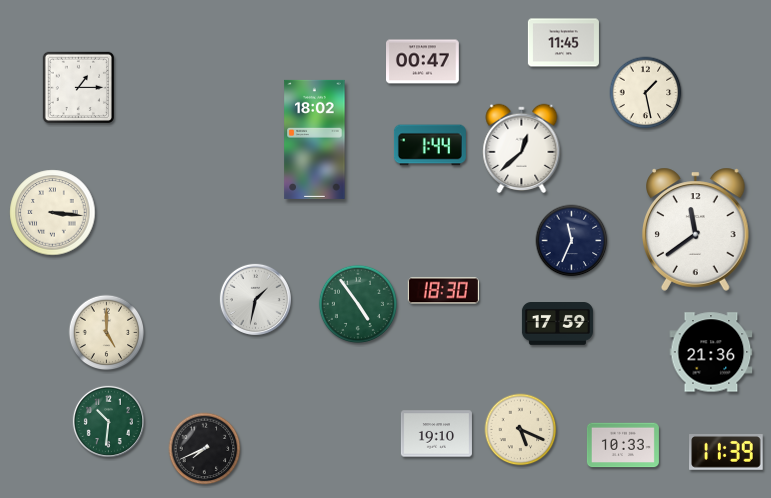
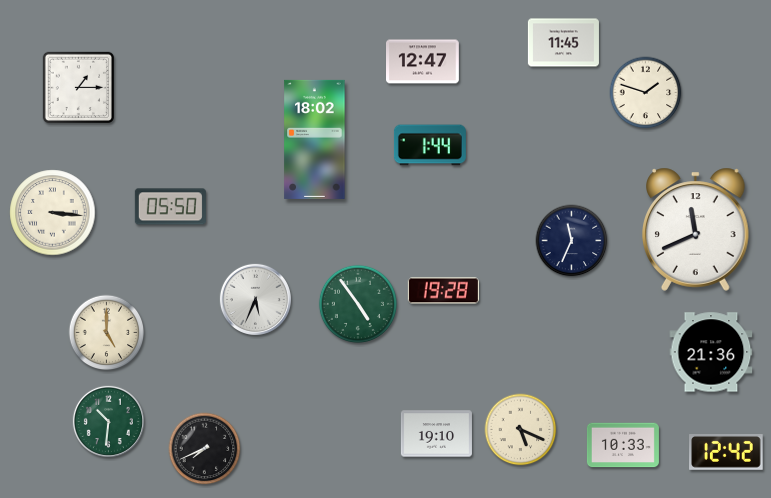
clock at (423, 62): 00:47 -> 12:47
clock at (646, 93): 1:28 -> 1:48
clock at (522, 148): 12:38 -> none
clock at (170, 207): none -> 05:50
clock at (696, 229): 11:39 -> 11:41
clock at (443, 291): 18:30 -> 19:28
clock at (255, 299): 1:32 -> 5:34
clock at (557, 324): 17:59 -> none
clock at (726, 453): 11:39 -> 12:42
